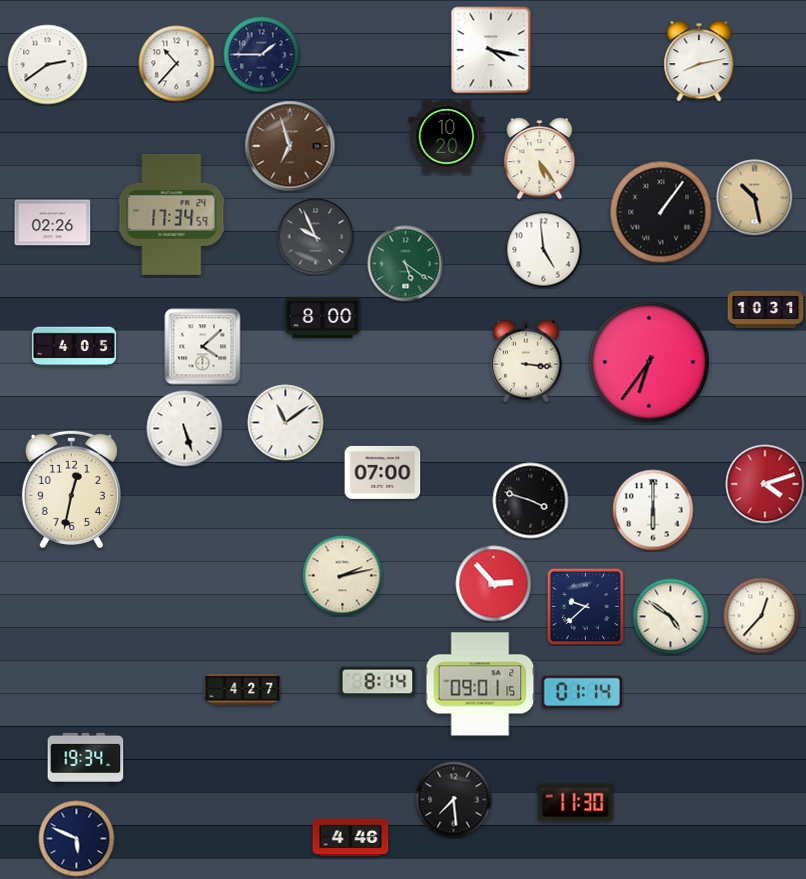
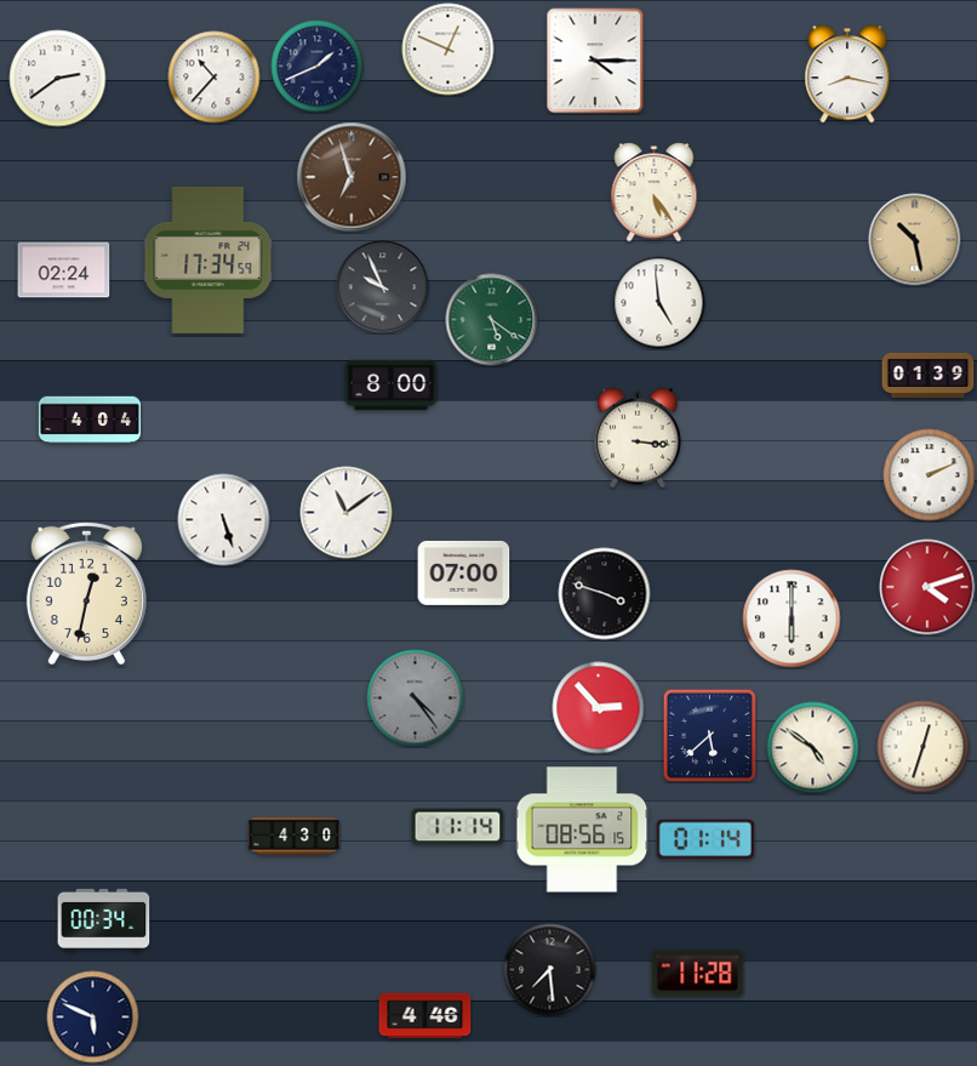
clock at (448, 50): none -> 12:49
clock at (491, 50): 4:17 -> 4:15
clock at (262, 55): 1:45 -> 1:41
clock at (699, 61): 8:13 -> 8:17
clock at (447, 136): 10:20 -> none
clock at (661, 212): 1:06 -> none
clock at (53, 223): 02:26 -> 02:24
clock at (766, 309): 10:31 -> 01:39
clock at (74, 346): 4:05 -> 4:04
clock at (203, 347): 4:08 -> none
clock at (649, 362): 6:36 -> none
clock at (930, 475): none -> 2:11
clock at (531, 501) position: (531, 501) -> (605, 594)
clock at (343, 576): 2:13 -> 4:24
clock at (343, 576) dial: cream -> grey
clock at (585, 606): 9:38 -> 5:38
clock at (762, 616): 12:37 -> 12:33
clock at (378, 682): 8:14 -> 11:14
clock at (480, 684): 09:01 -> 08:56
clock at (243, 690): 4:27 -> 4:30
clock at (86, 758): 19:34 -> 00:34
clock at (576, 803): 11:30 -> 11:28
